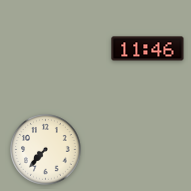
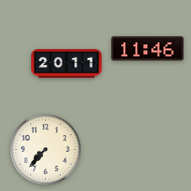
clock at (67, 64): none -> 20:11
